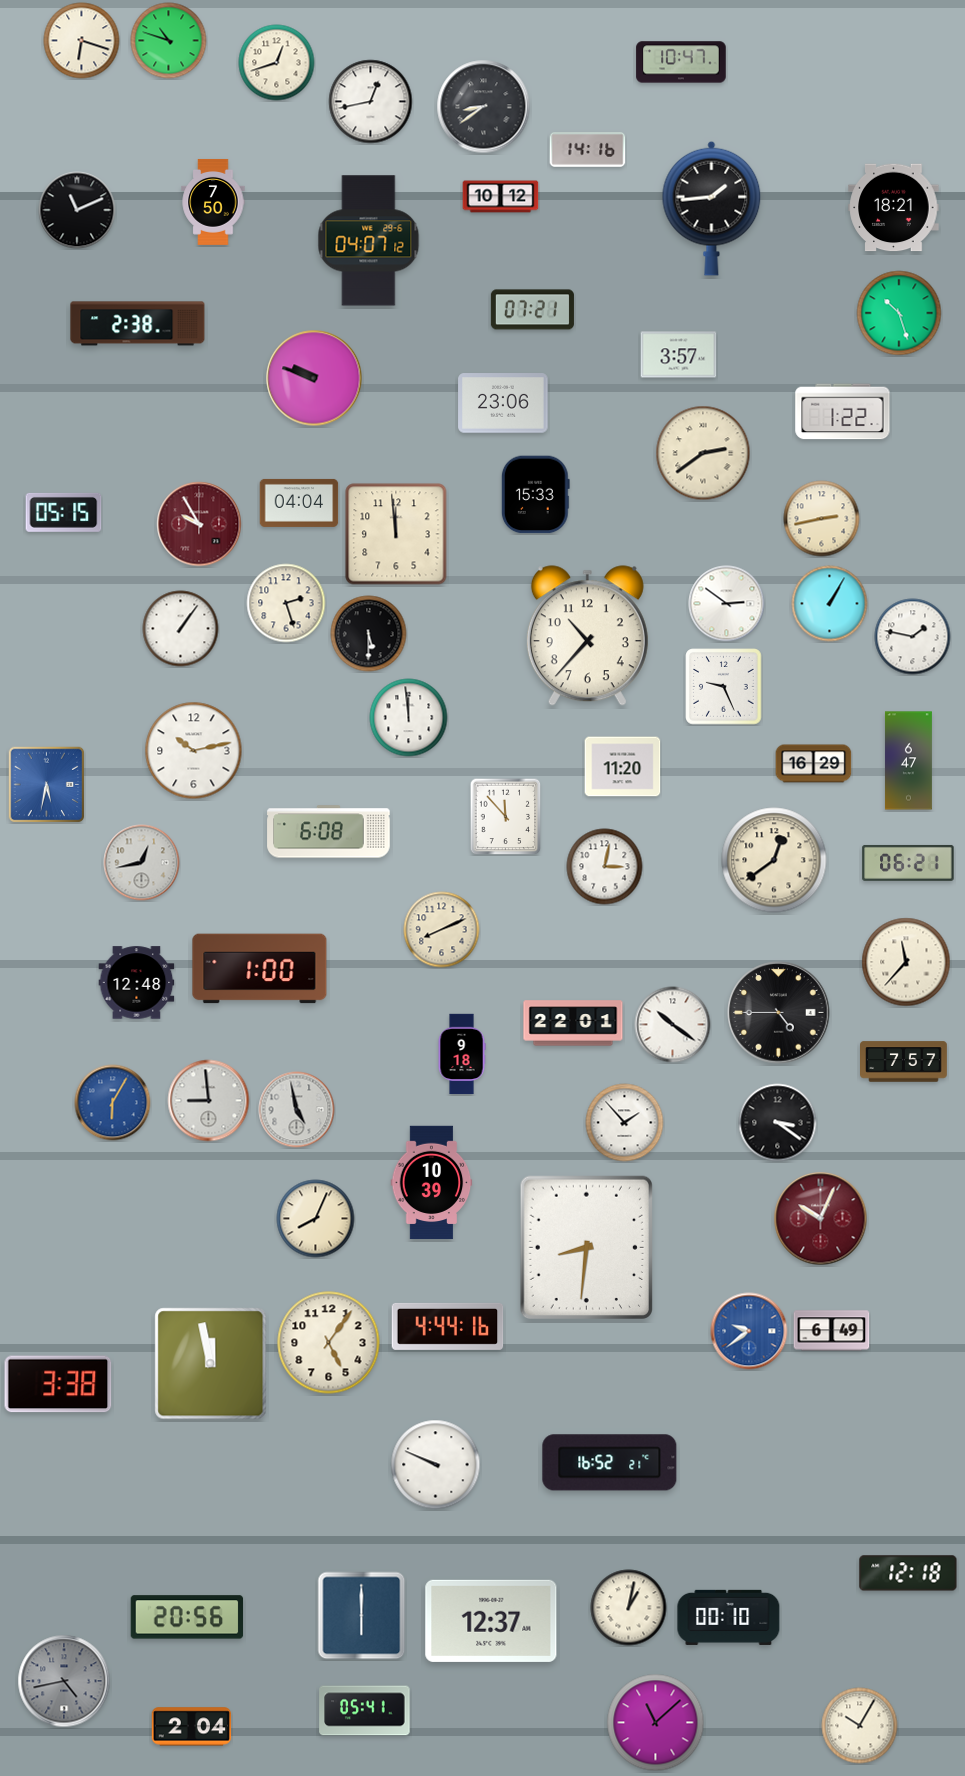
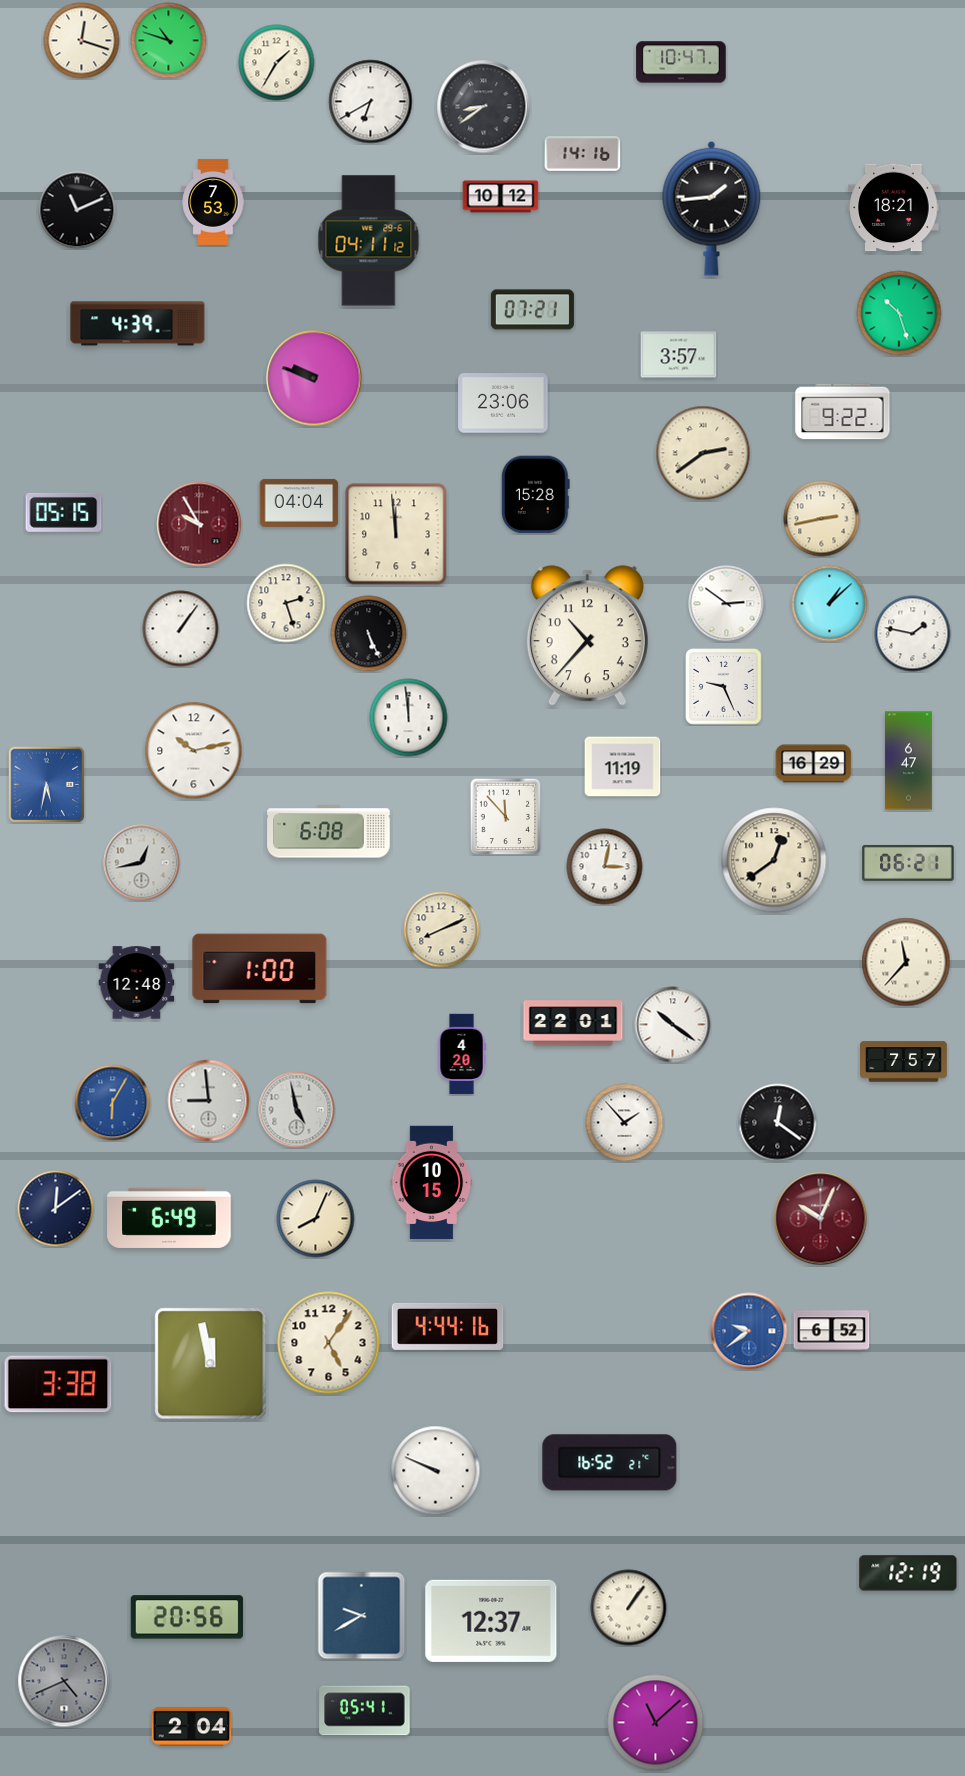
clock at (82, 41): 6:18 -> 12:18
clock at (277, 63): 12:42 -> 1:35
clock at (371, 102): 12:43 -> 6:40
clock at (588, 150) position: (588, 150) -> (583, 154)
clock at (213, 202): 7:50 -> 7:53
clock at (369, 241): 04:07 -> 04:11
clock at (138, 324): 2:38 -> 4:39
clock at (843, 412): 1:22 -> 9:22
clock at (535, 495): 15:33 -> 15:28
clock at (830, 604): 1:05 -> 1:08
clock at (369, 634): 5:30 -> 5:26
clock at (913, 637) position: (913, 637) -> (913, 634)
clock at (623, 767): 11:20 -> 11:19
clock at (779, 1013): 4:45 -> none
clock at (462, 1054): 9:18 -> 4:20
clock at (778, 1123): 3:21 -> 12:21
clock at (432, 1183): 10:39 -> 10:15
clock at (56, 1209): none -> 12:09
clock at (169, 1218): none -> 6:49
clock at (586, 1247): 8:31 -> none
clock at (832, 1331): 6:49 -> 6:52
clock at (436, 1465) position: (436, 1465) -> (436, 1471)
clock at (908, 1573): 12:18 -> 12:19
clock at (629, 1608): 1:02 -> 1:06
clock at (362, 1616): 6:00 -> 9:40
clock at (729, 1617): 00:10 -> none
clock at (64, 1681): 4:43 -> 4:41
clock at (860, 1726): 10:05 -> none
